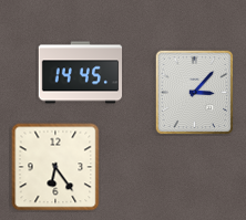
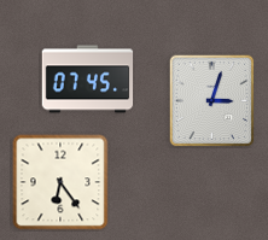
clock at (81, 73): 14:45 -> 07:45
clock at (195, 93): 3:07 -> 3:03
